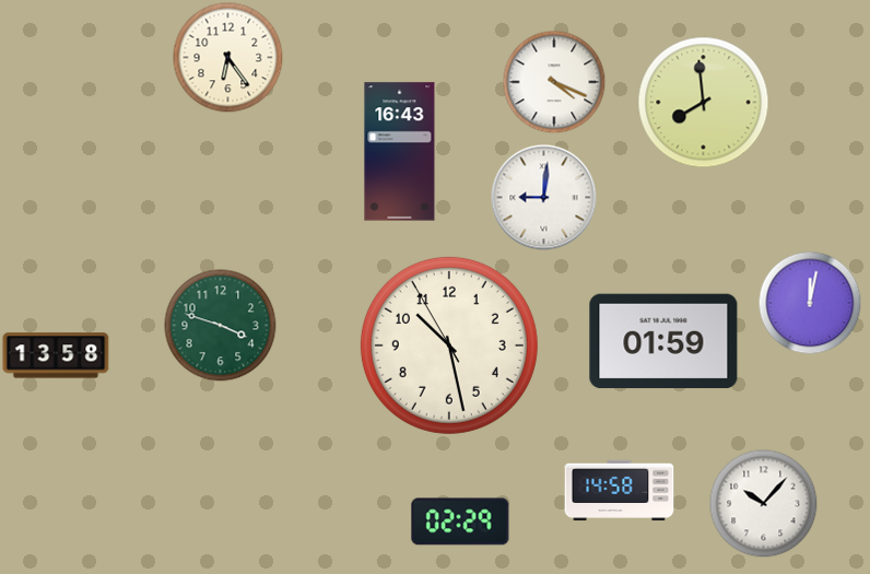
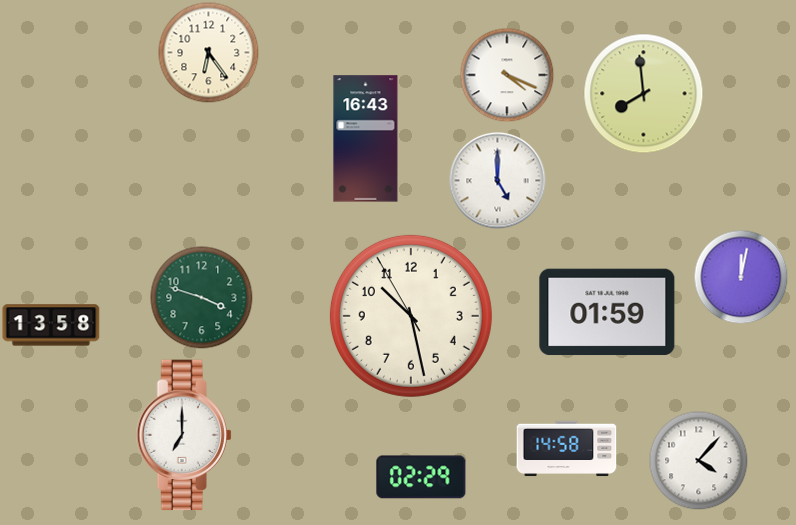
clock at (544, 198): 9:01 -> 5:00
clock at (184, 435): none -> 7:00
clock at (764, 504): 10:07 -> 4:07
